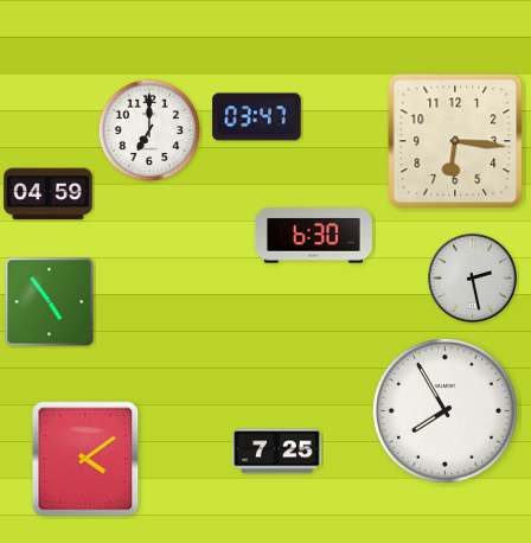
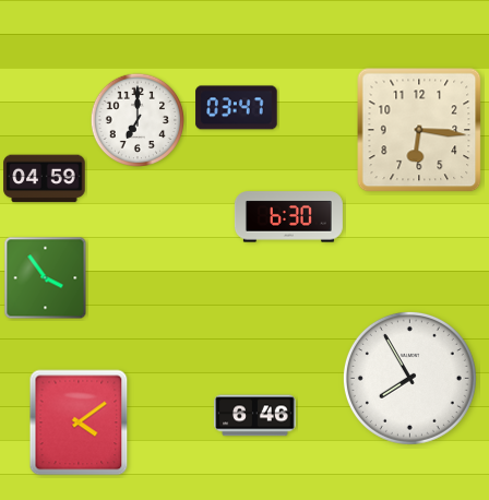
clock at (472, 277): 2:28 -> none
clock at (50, 302): 4:54 -> 3:54
clock at (277, 452): 7:25 -> 6:46
